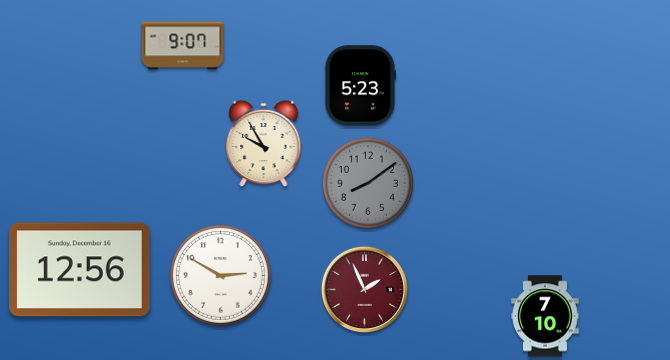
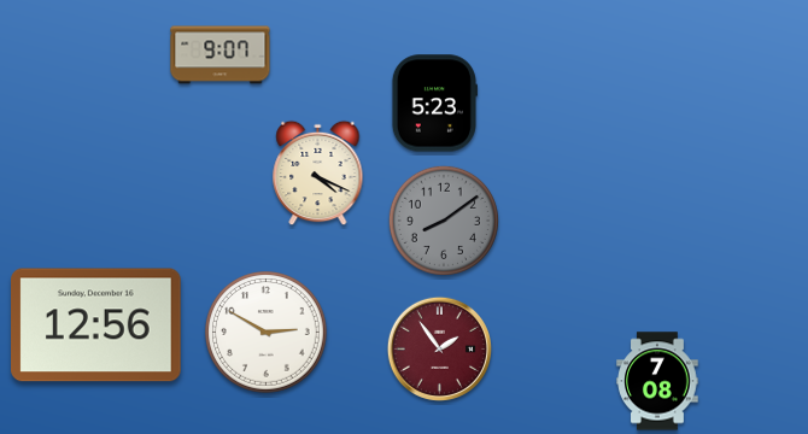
clock at (264, 144): 9:55 -> 4:19
clock at (364, 289): 1:56 -> 1:54
clock at (545, 316): 7:10 -> 7:08
